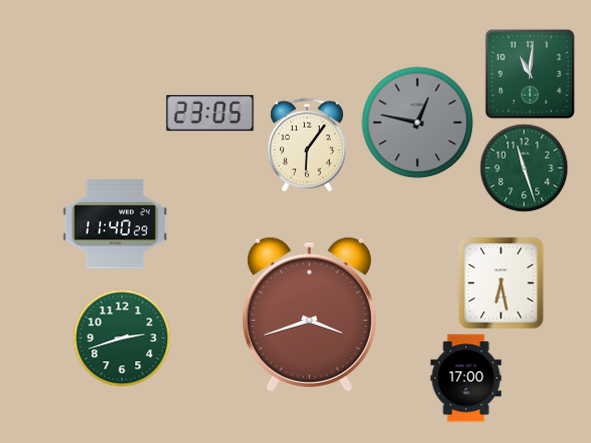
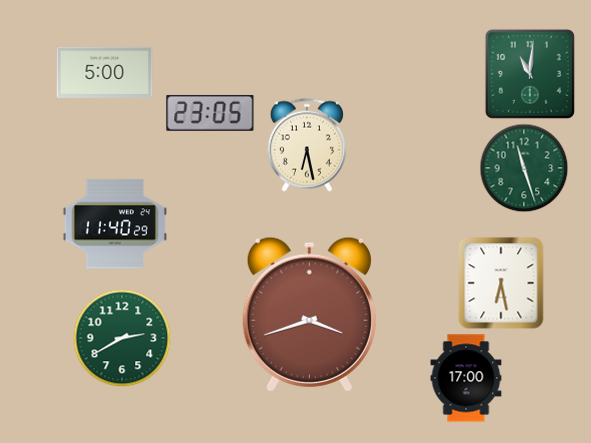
clock at (105, 72): none -> 5:00
clock at (418, 123): 12:47 -> none
clock at (307, 145): 6:06 -> 6:28
clock at (122, 338): 2:42 -> 2:40
